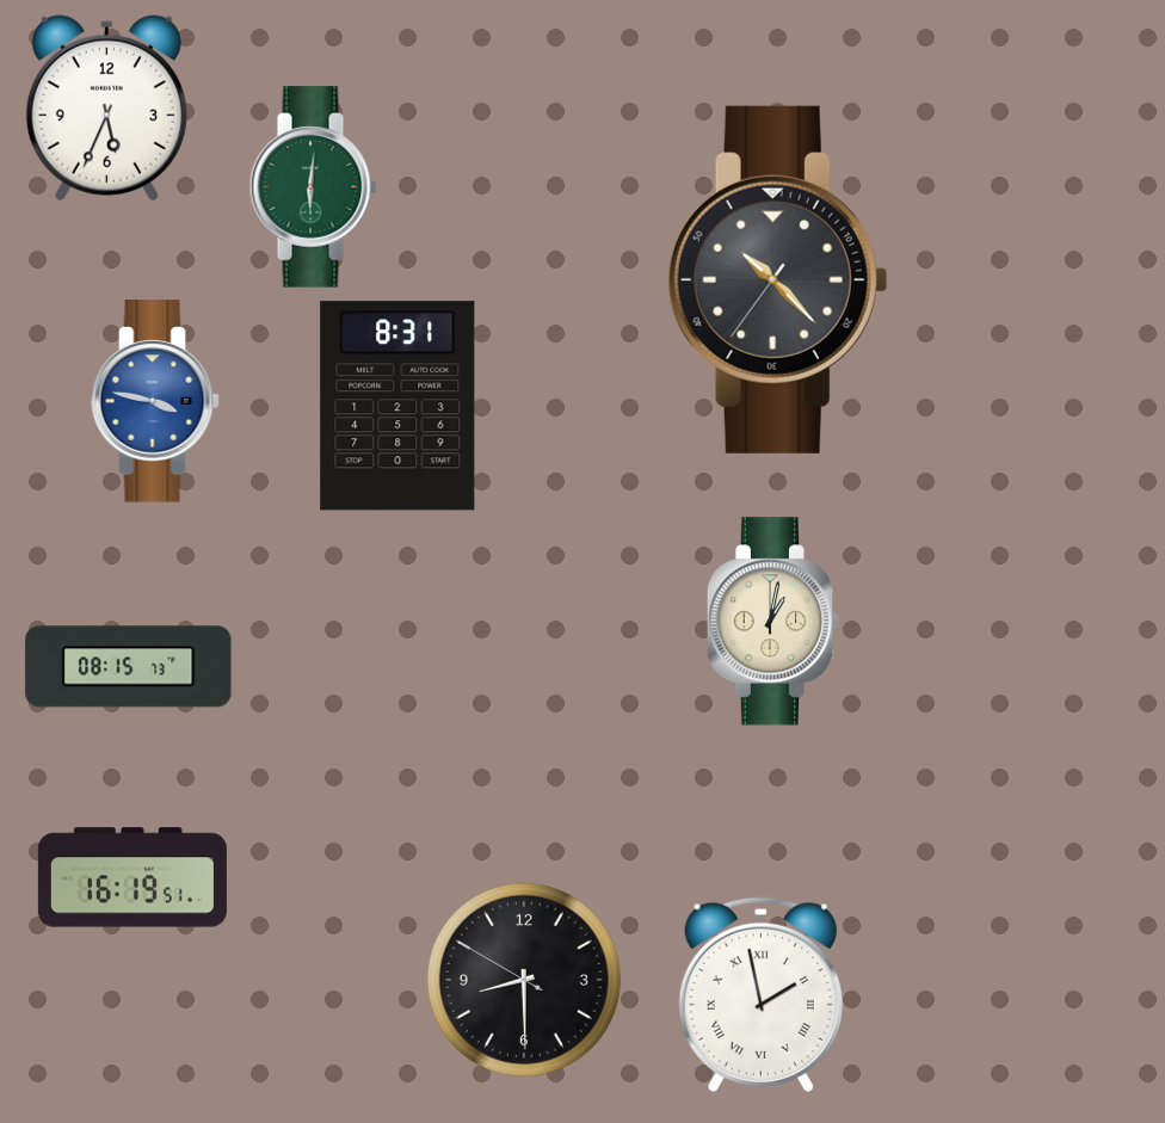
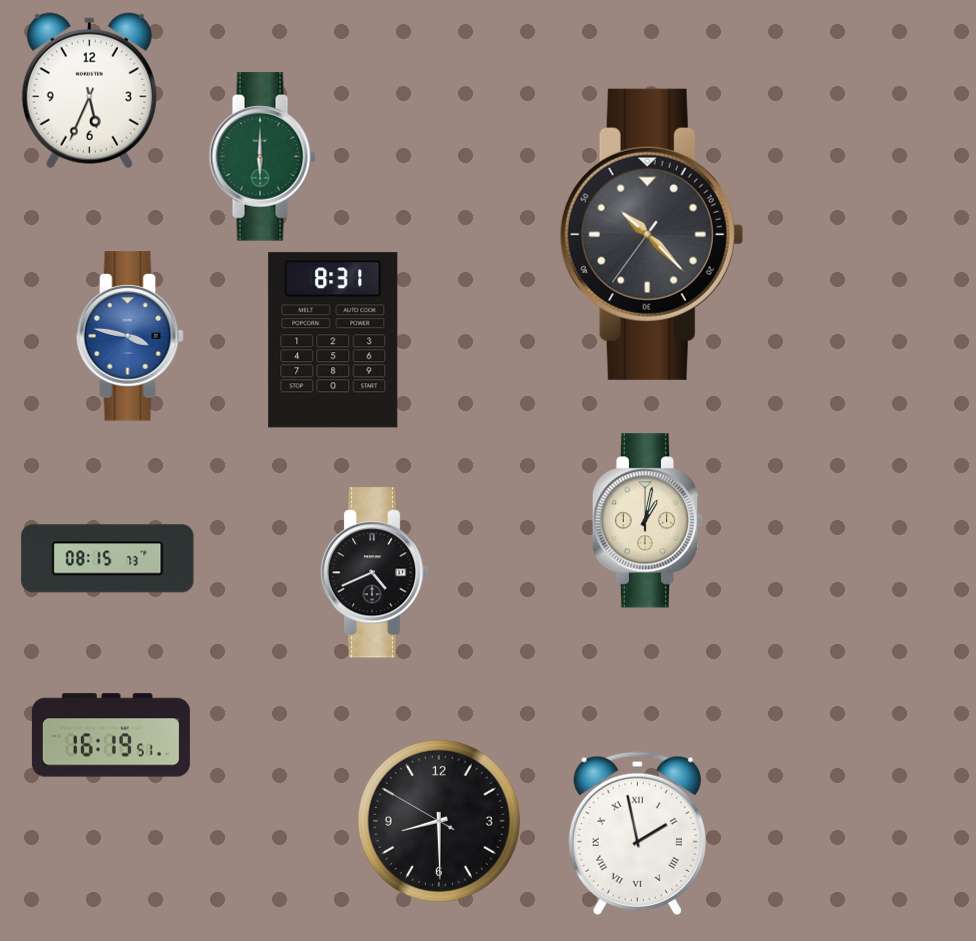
clock at (313, 187): 6:01 -> 6:00
clock at (374, 573): none -> 4:41
